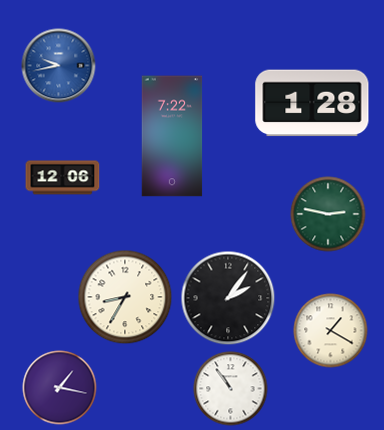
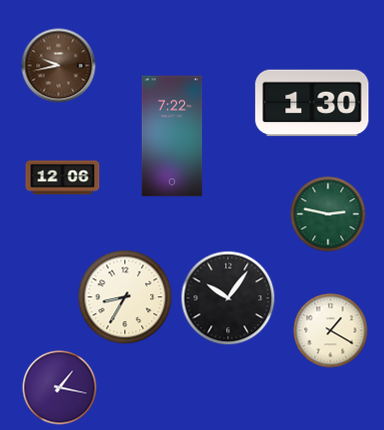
clock at (59, 66) dial: blue -> brown
clock at (312, 103): 1:28 -> 1:30
clock at (228, 298): 2:06 -> 10:06
clock at (231, 389): 10:54 -> none
